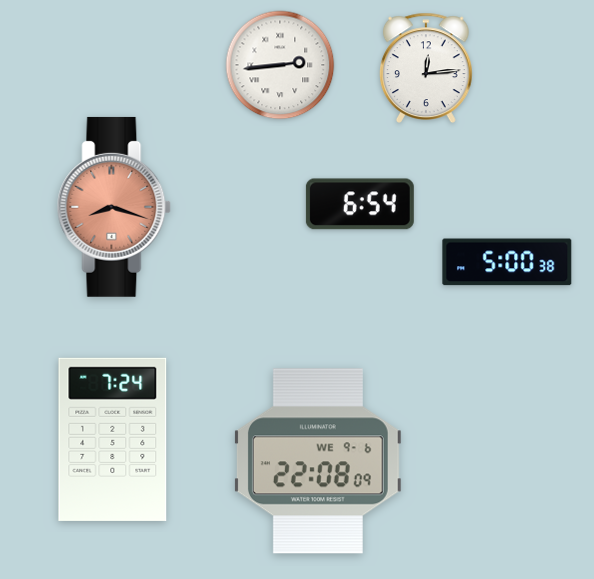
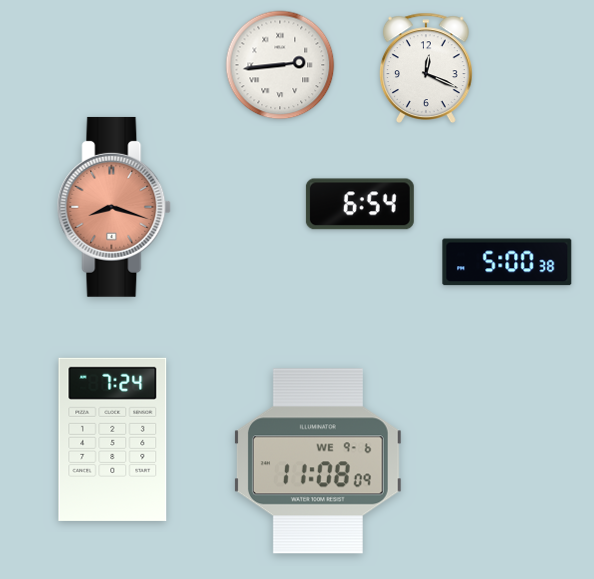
clock at (427, 68): 12:14 -> 12:19
clock at (318, 461): 22:08 -> 11:08
